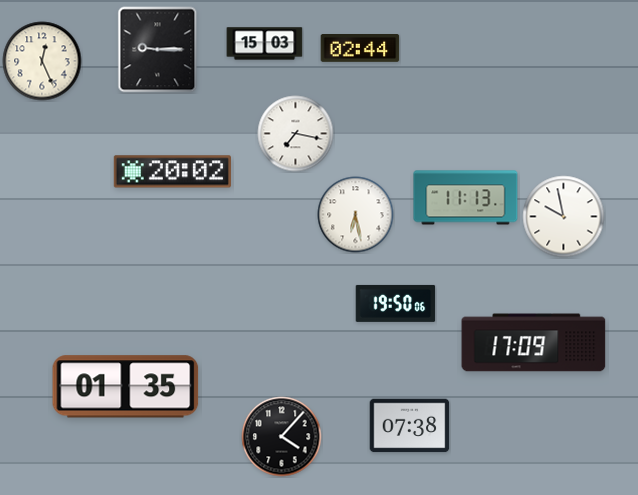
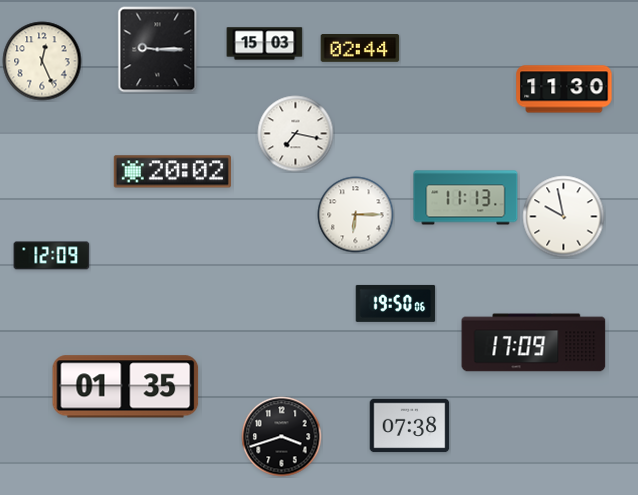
clock at (564, 89): none -> 11:30
clock at (356, 215): 6:28 -> 6:15
clock at (52, 256): none -> 12:09
clock at (282, 437): 4:07 -> 3:42
